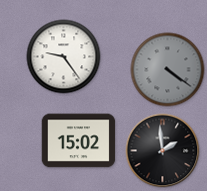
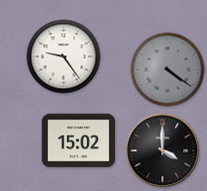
clock at (163, 151): 1:59 -> 4:00
